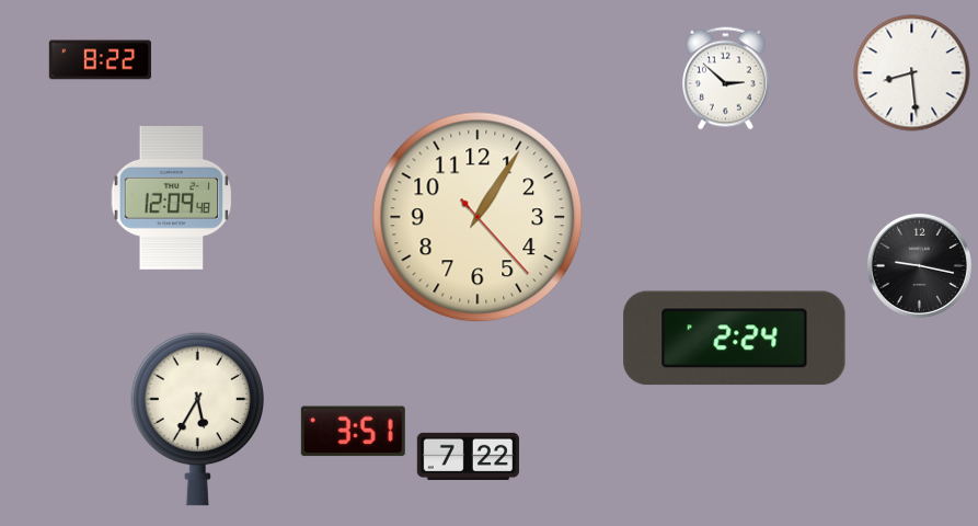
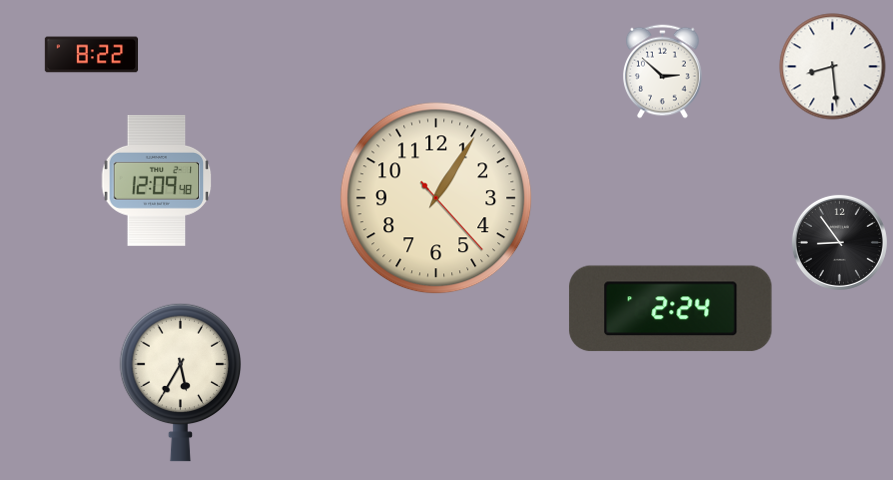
clock at (919, 265): 9:17 -> 8:54
clock at (353, 432): 3:51 -> none
clock at (468, 456): 7:22 -> none
